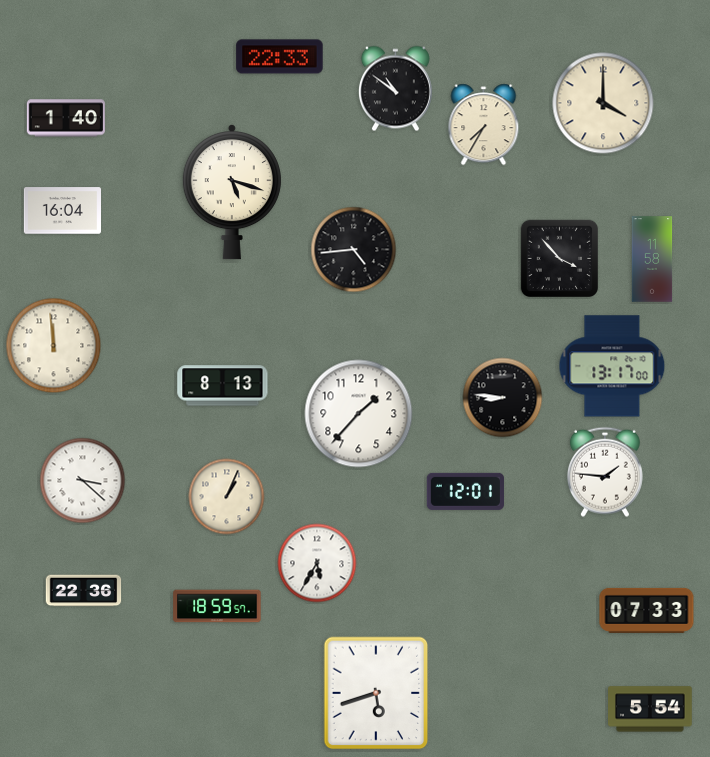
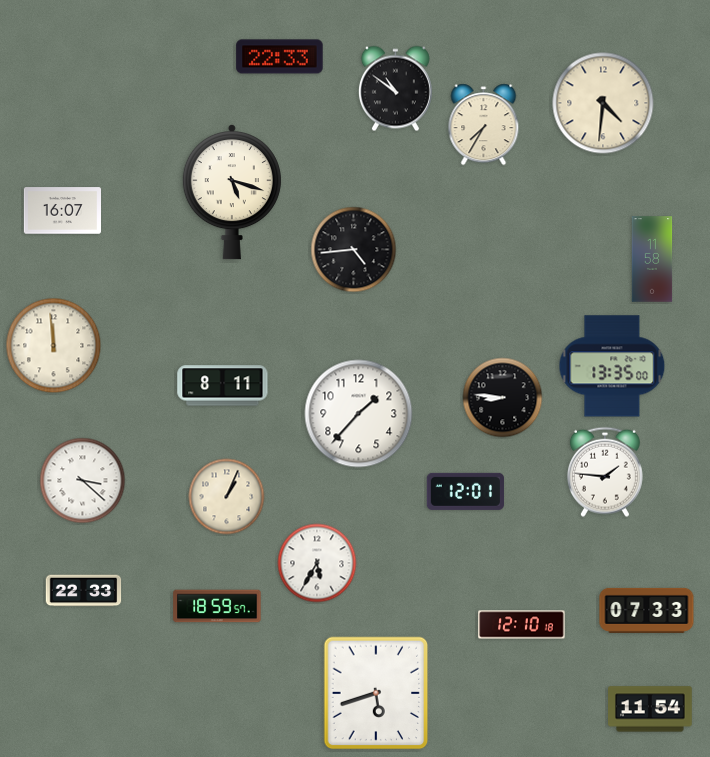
clock at (603, 103): 4:00 -> 4:31
clock at (66, 118): 1:40 -> none
clock at (62, 211): 16:04 -> 16:07
clock at (560, 259): 3:53 -> none
clock at (612, 366): 13:17 -> 13:35
clock at (223, 386): 8:13 -> 8:11
clock at (84, 591): 22:36 -> 22:33
clock at (522, 625): none -> 12:10
clock at (650, 709): 5:54 -> 11:54
